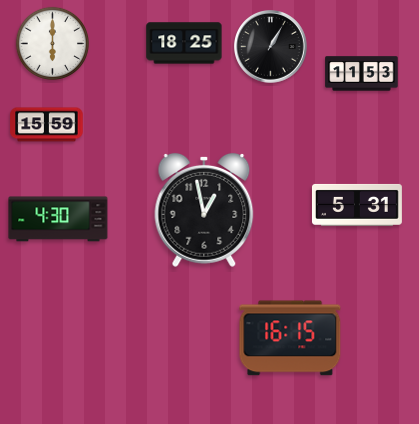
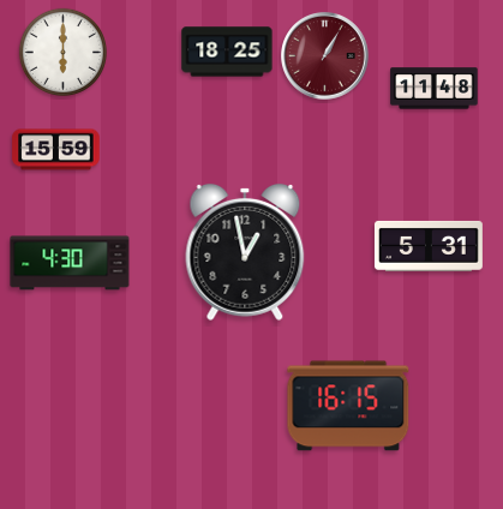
clock at (184, 43) position: (184, 43) -> (227, 52)
clock at (271, 47) dial: black -> burgundy
clock at (362, 74): 11:53 -> 11:48
